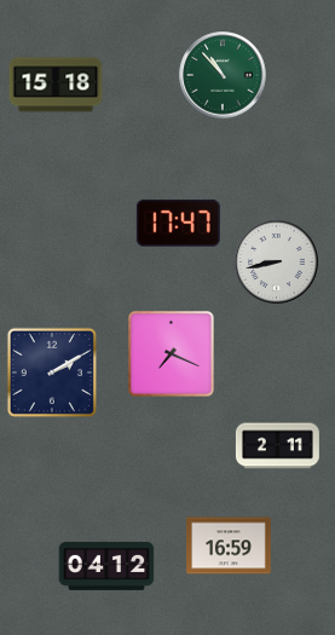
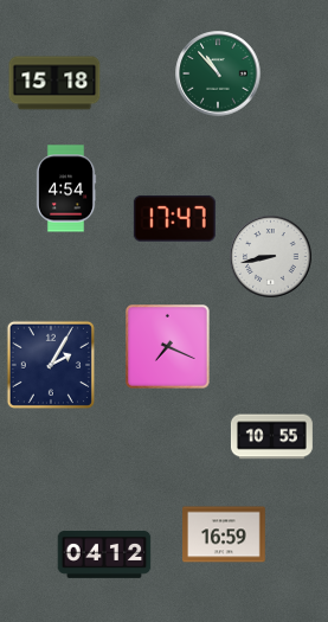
clock at (66, 188): none -> 4:54
clock at (52, 373): 2:10 -> 2:05
clock at (277, 446): 2:11 -> 10:55
